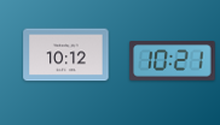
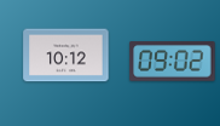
clock at (173, 61): 10:21 -> 09:02
